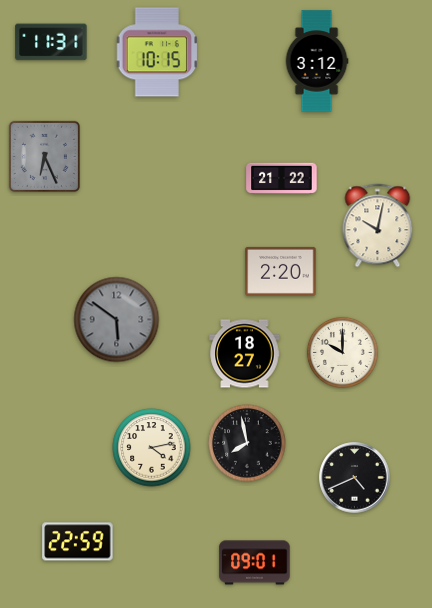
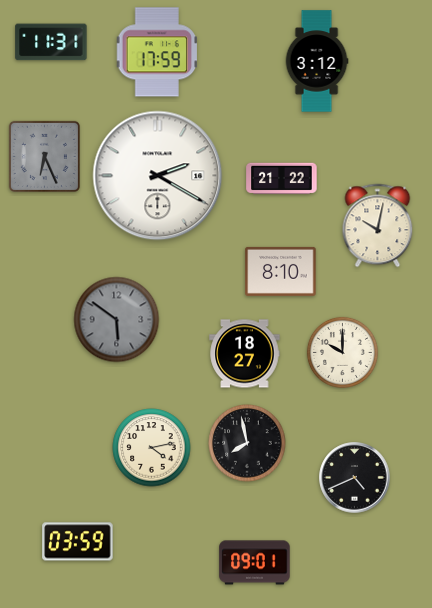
clock at (157, 52): 10:15 -> 17:59
clock at (158, 176): none -> 2:20
clock at (281, 271): 2:20 -> 8:10
clock at (78, 542): 22:59 -> 03:59
